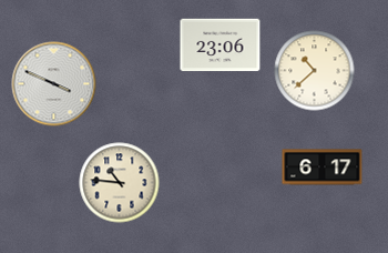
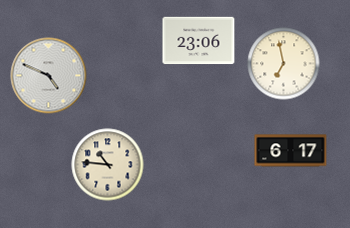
clock at (315, 71): 10:38 -> 6:58
clock at (54, 84): 3:49 -> 4:49
